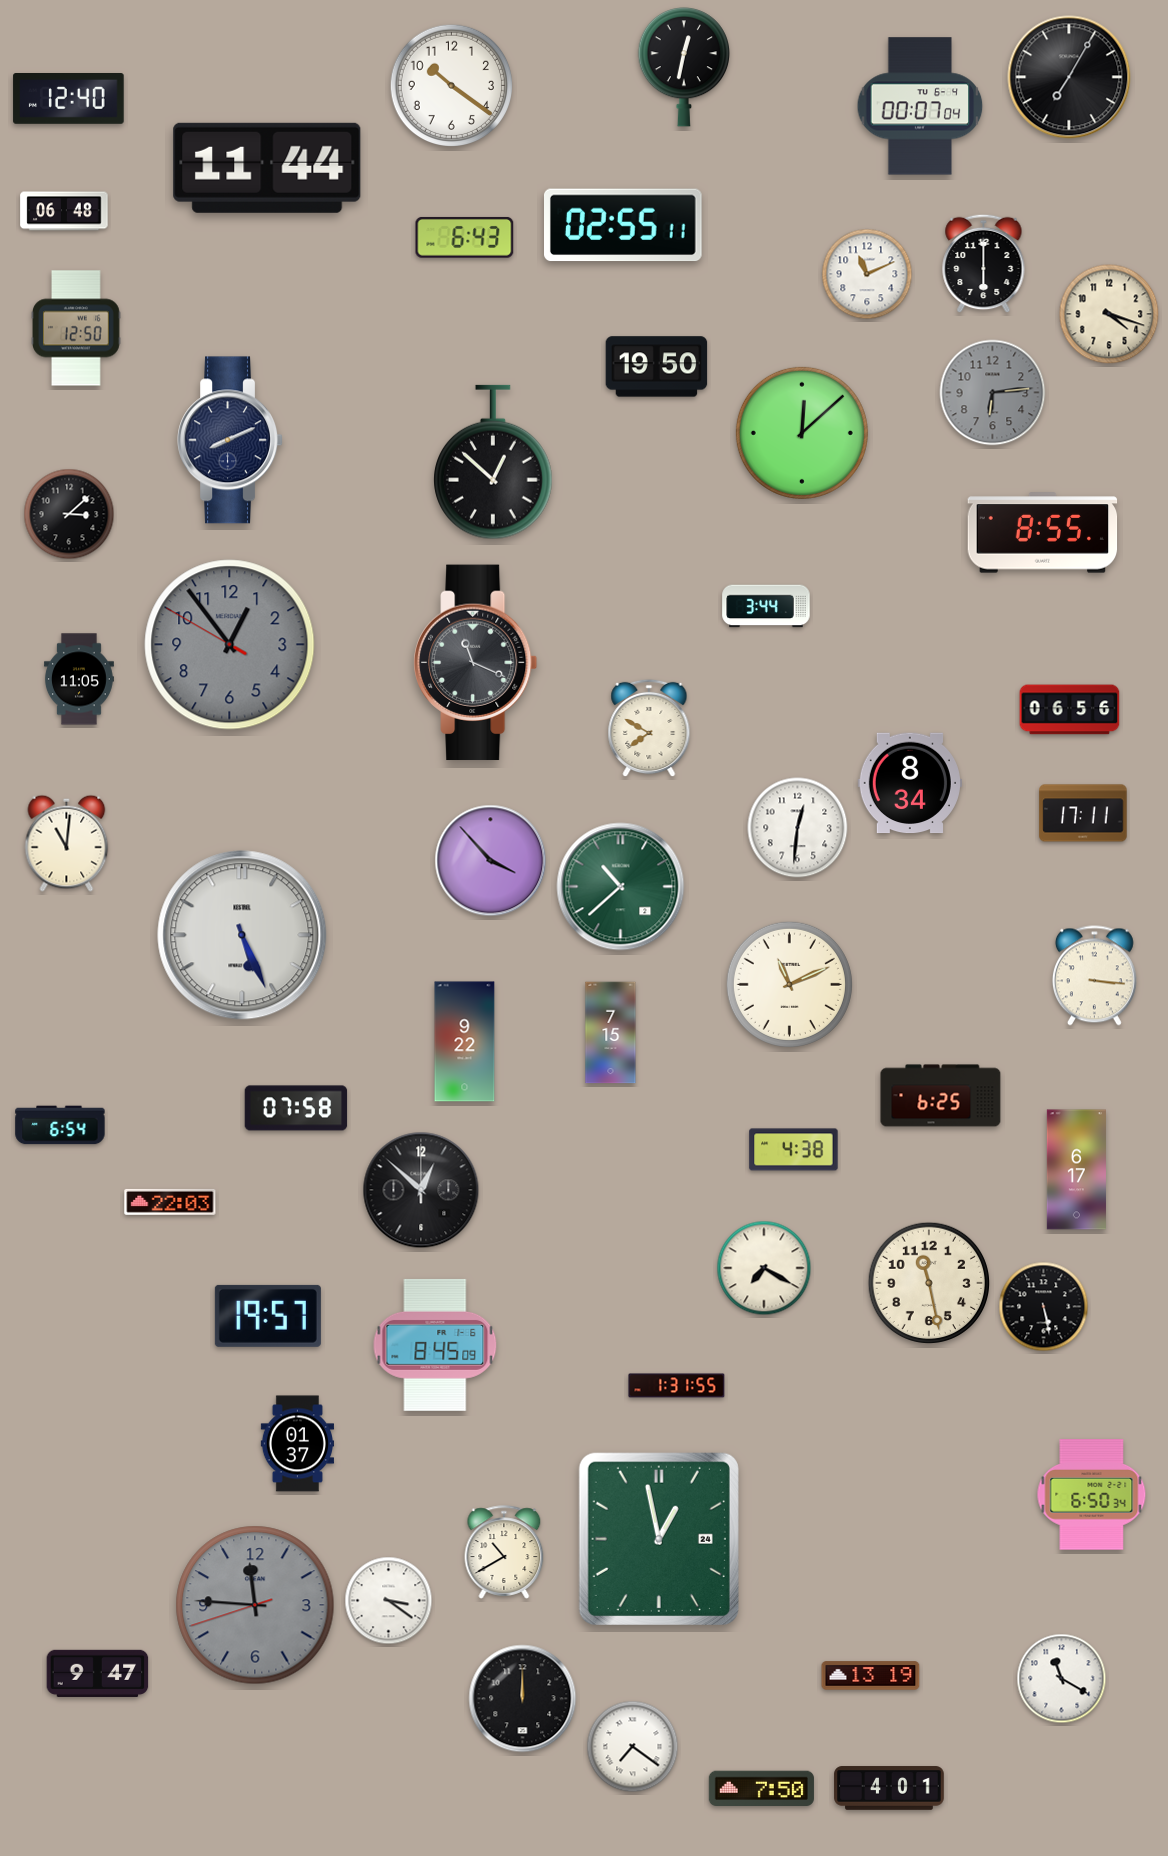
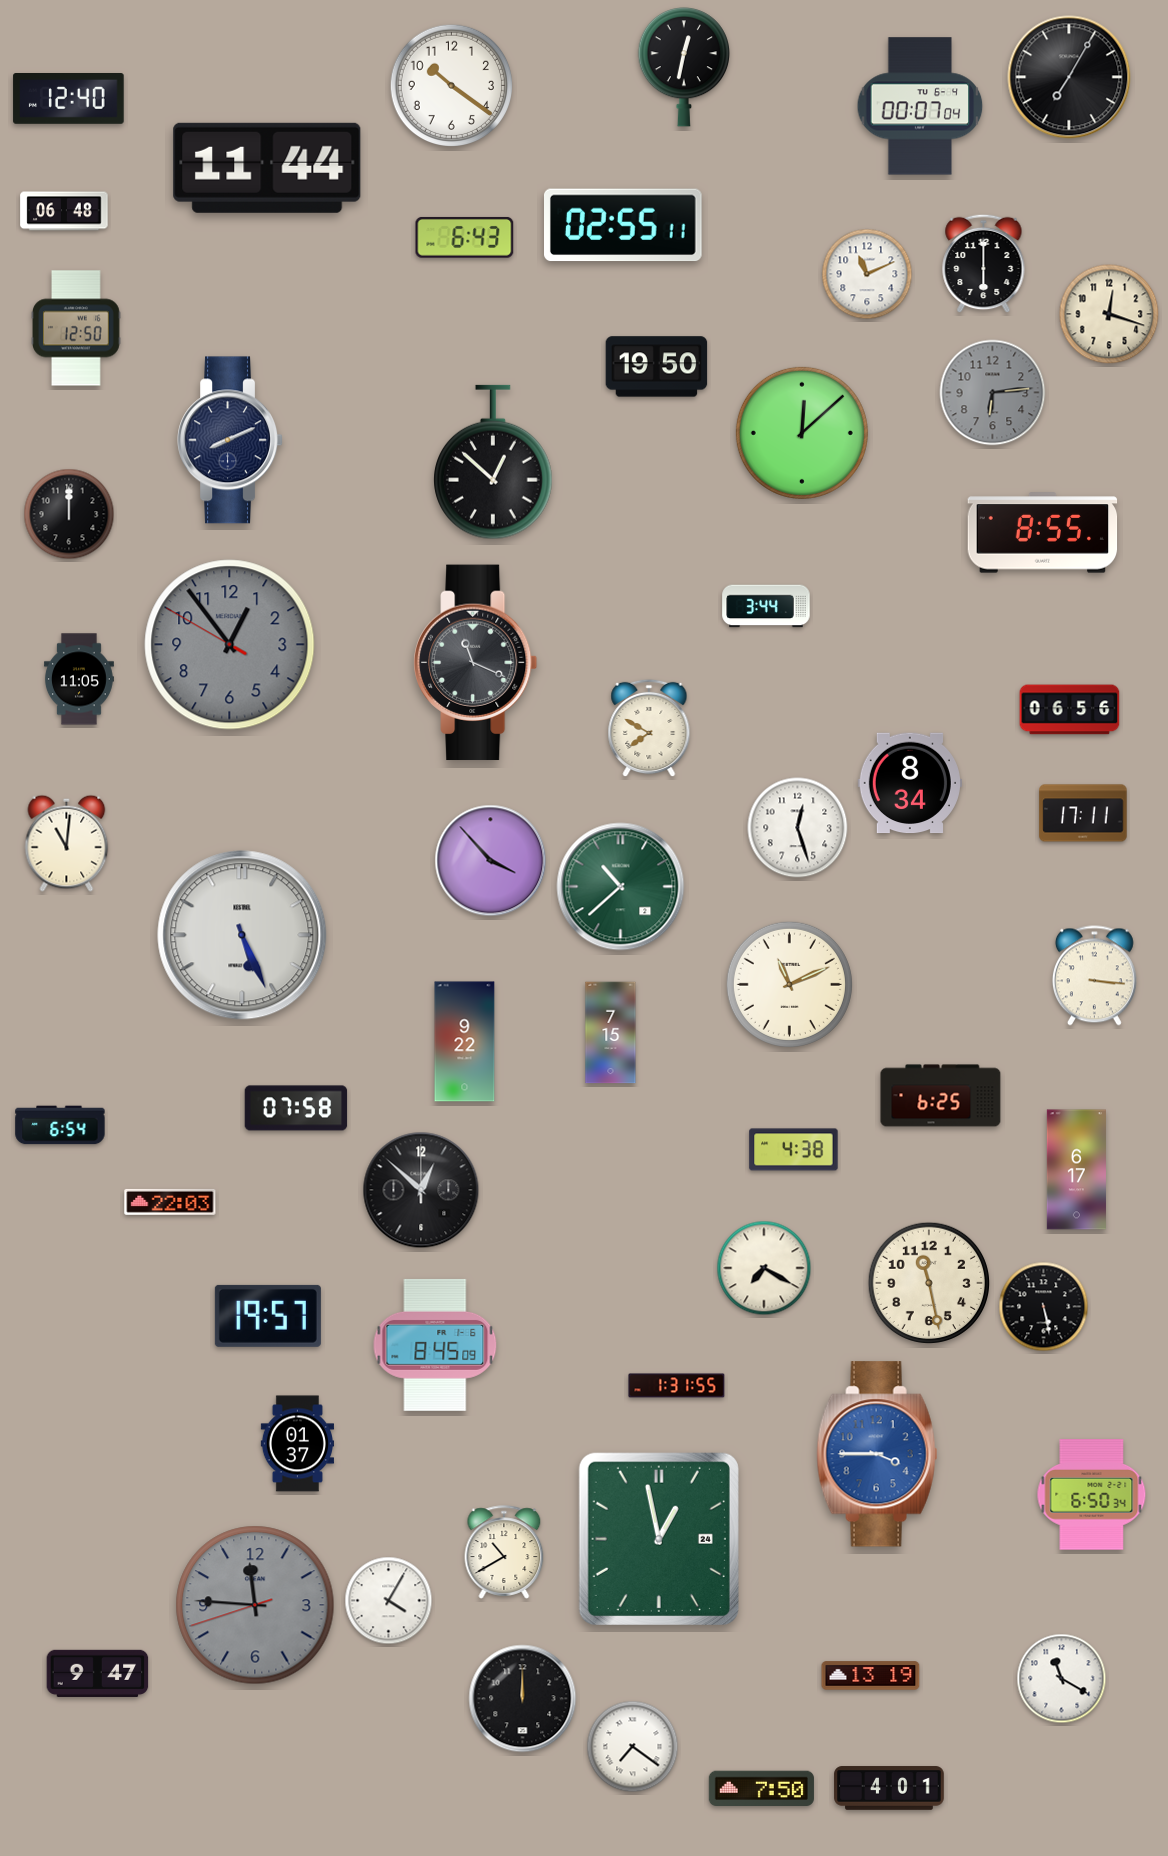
clock at (1109, 314): 4:18 -> 12:18
clock at (69, 514): 3:08 -> 12:00
clock at (798, 828): 12:31 -> 12:27
clock at (877, 1454): none -> 3:45
clock at (389, 1601): 3:21 -> 4:05
